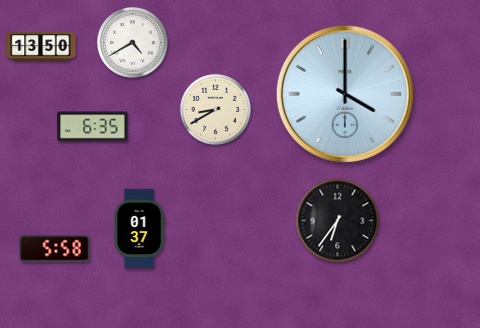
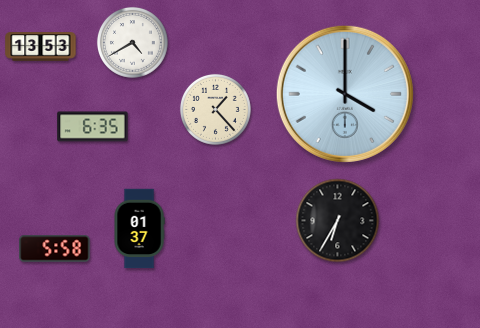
clock at (41, 47): 13:50 -> 13:53
clock at (216, 110): 8:40 -> 1:23
clock at (338, 221): 6:36 -> 6:35
